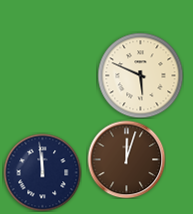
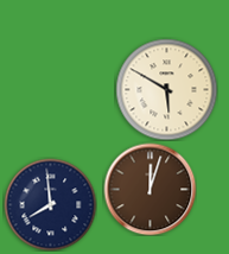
clock at (140, 75): 5:49 -> 5:50
clock at (42, 172): 11:59 -> 7:59
